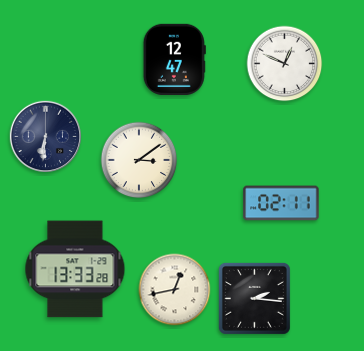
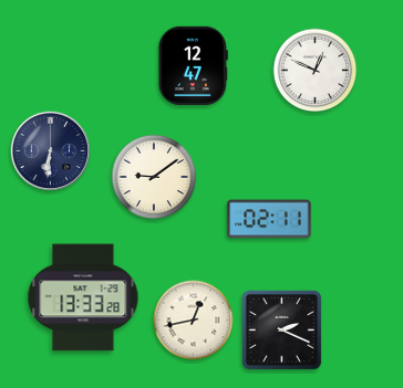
clock at (139, 160): 3:09 -> 9:09
clock at (281, 203) position: (281, 203) -> (269, 219)
clock at (254, 298): 2:16 -> 2:19
